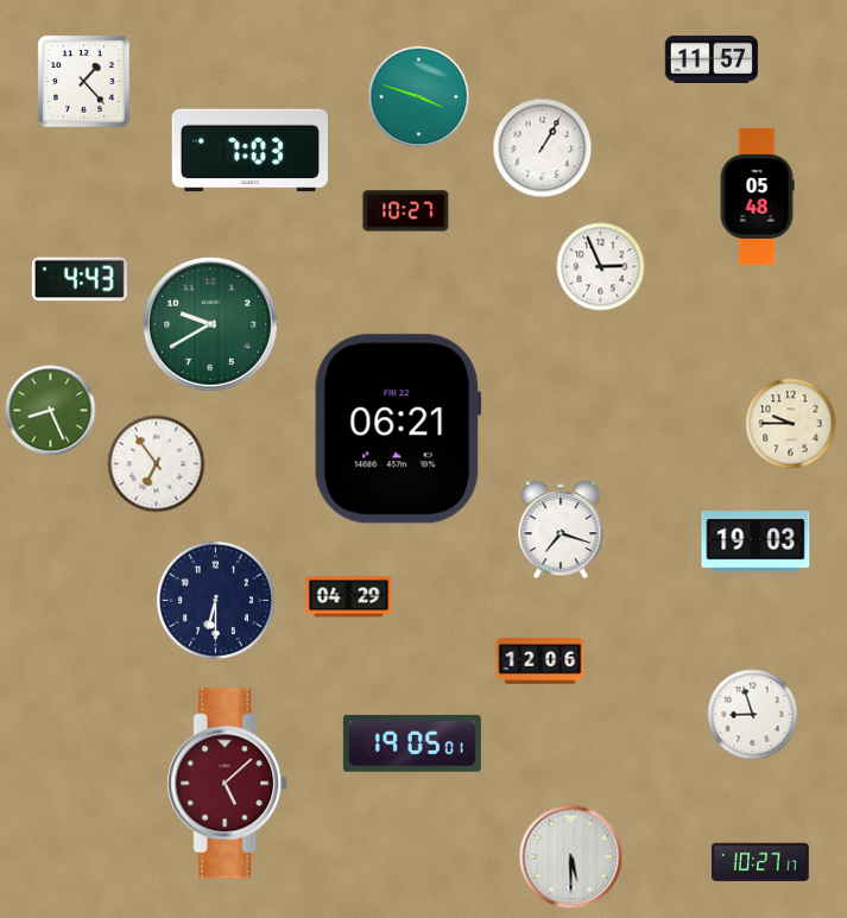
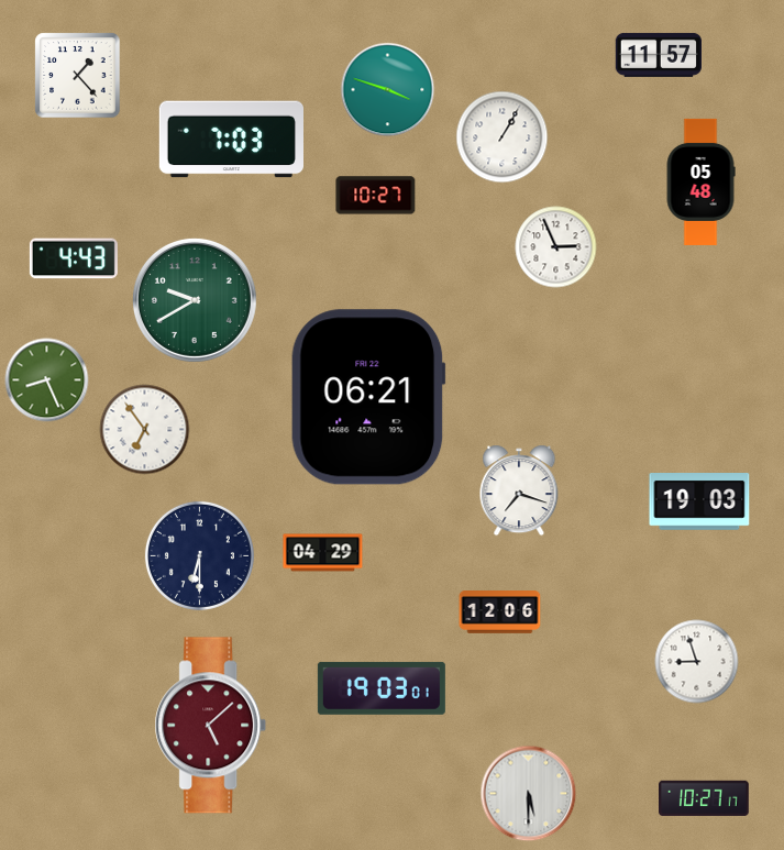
clock at (791, 424): 9:45 -> none
clock at (412, 743): 19:05 -> 19:03
